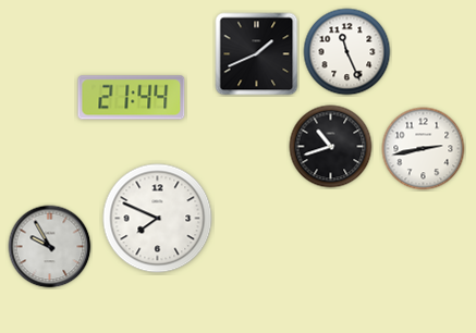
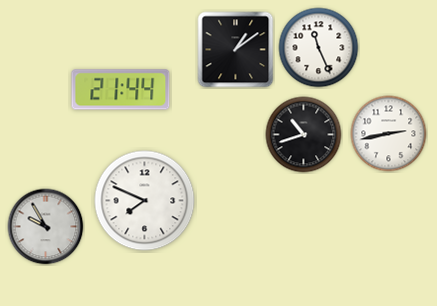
clock at (257, 54): 1:41 -> 1:09
clock at (424, 149) position: (424, 149) -> (389, 134)
